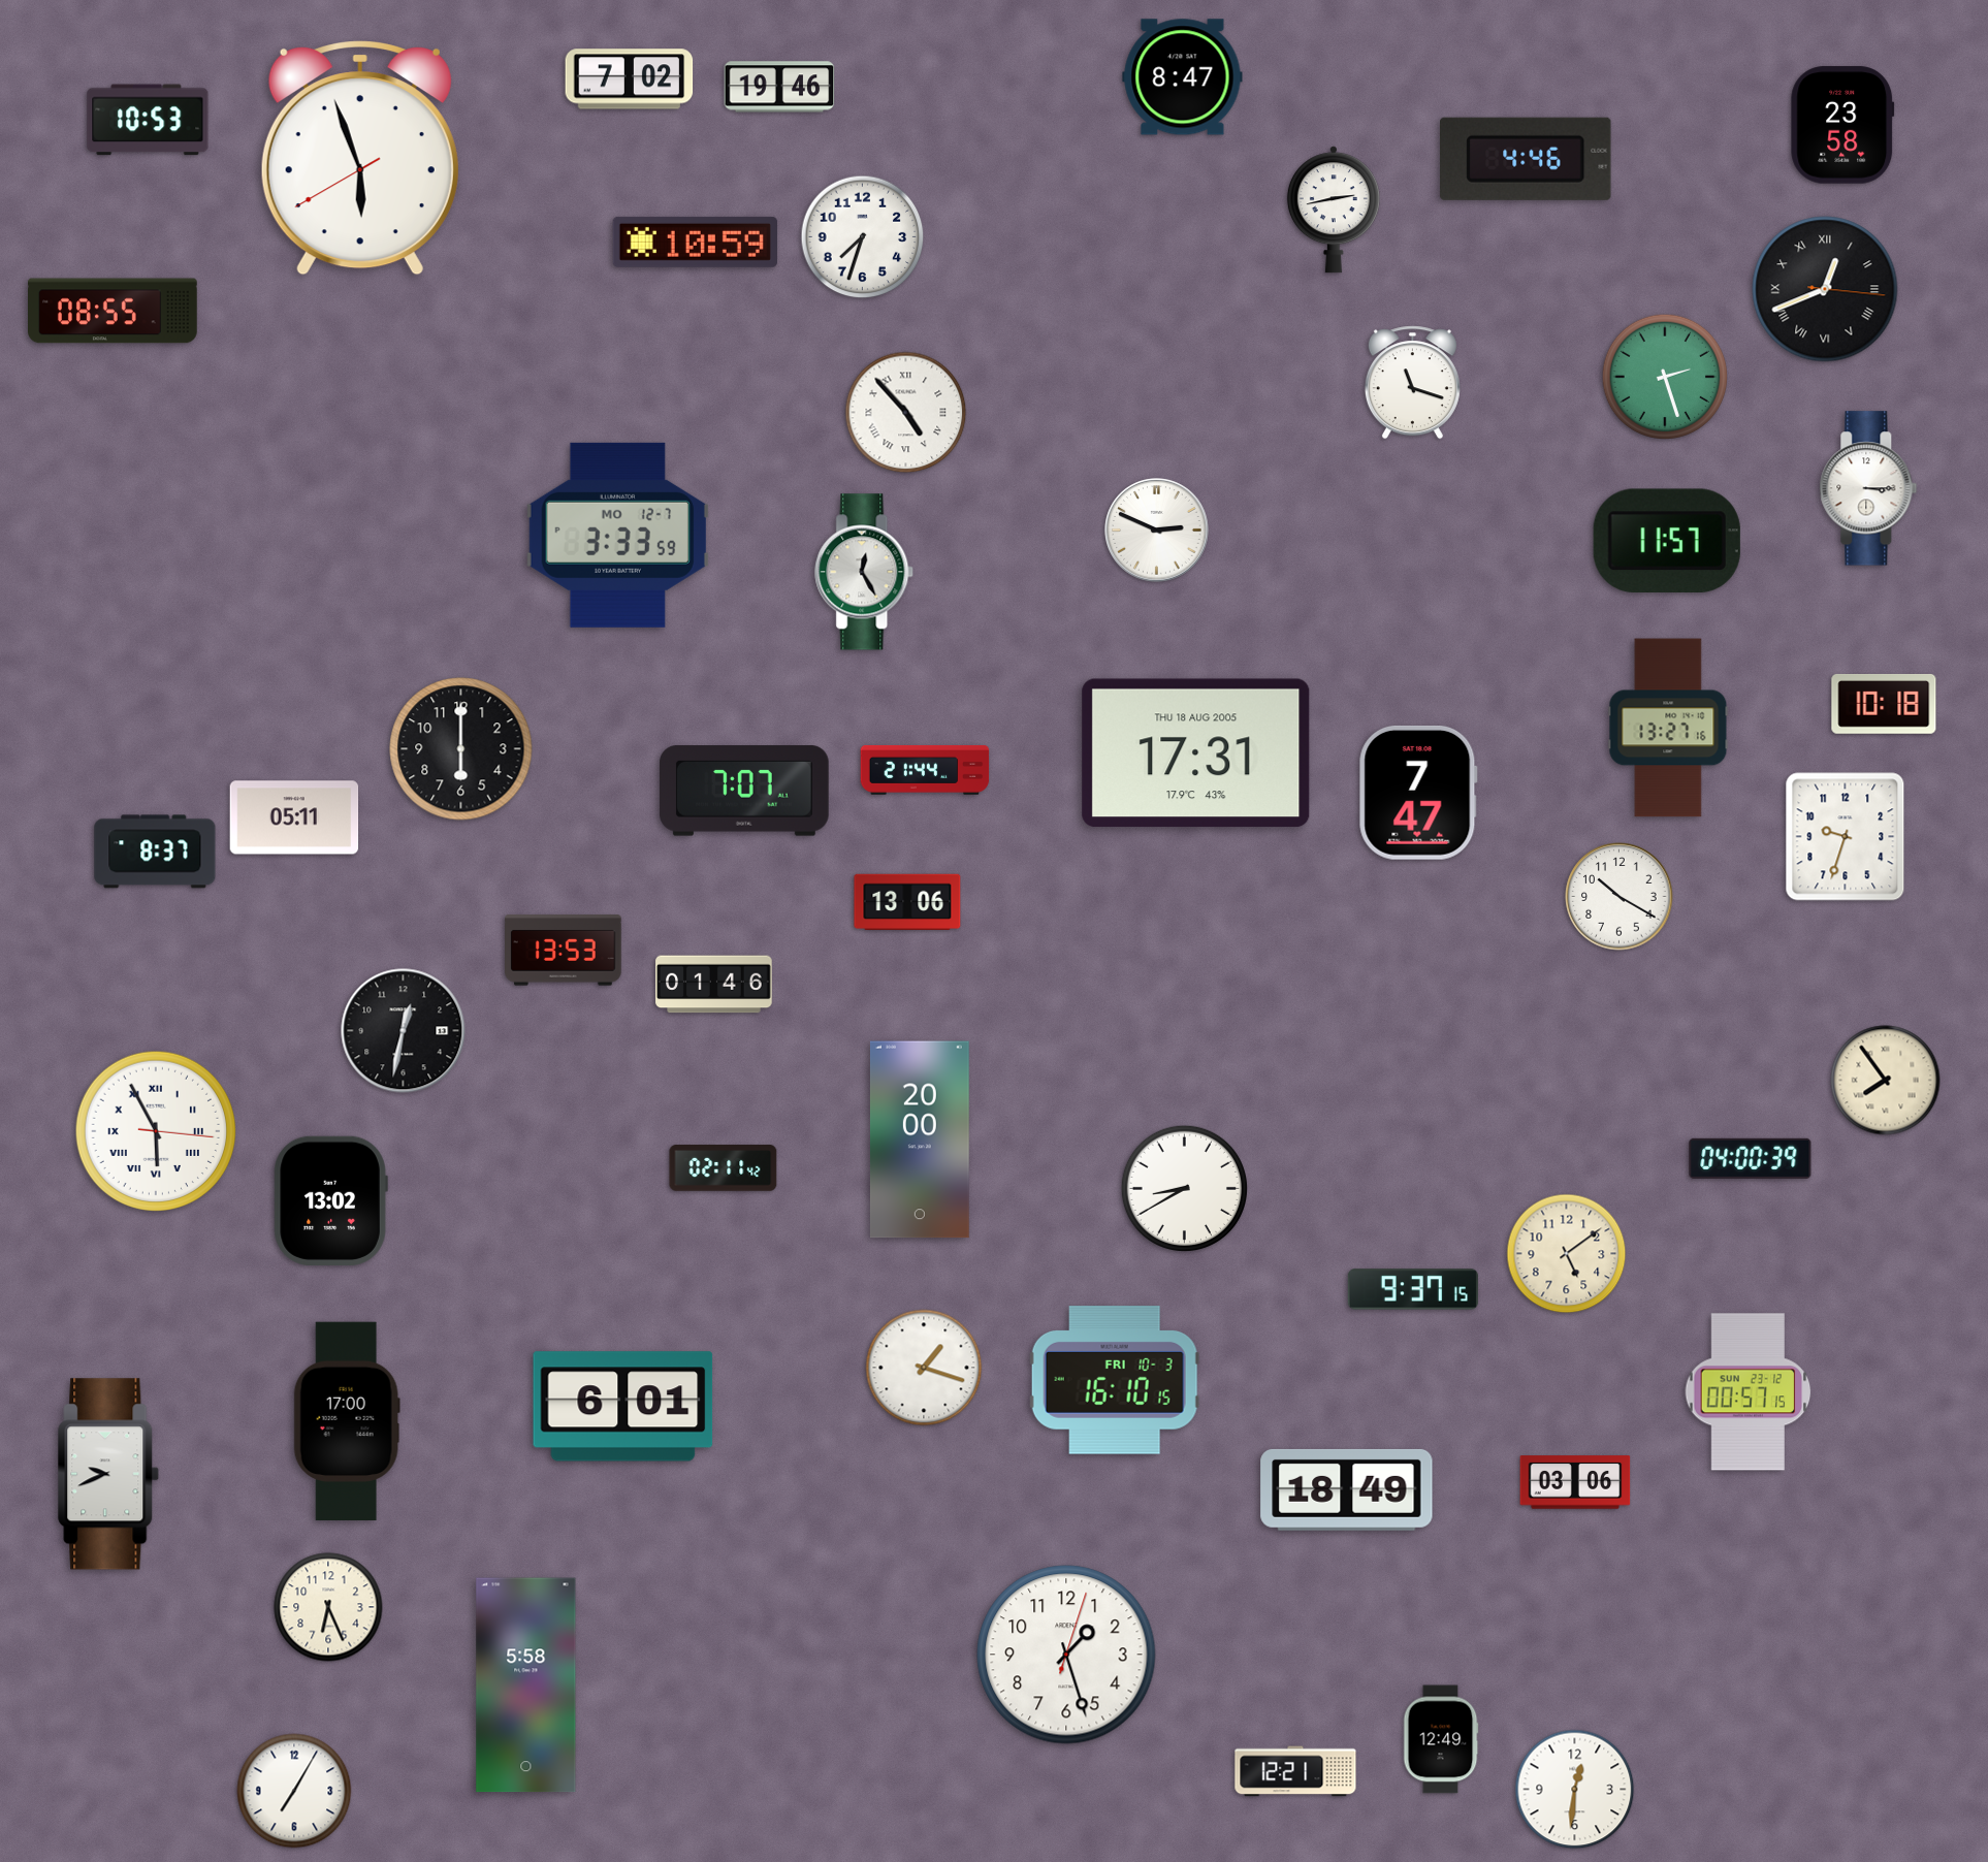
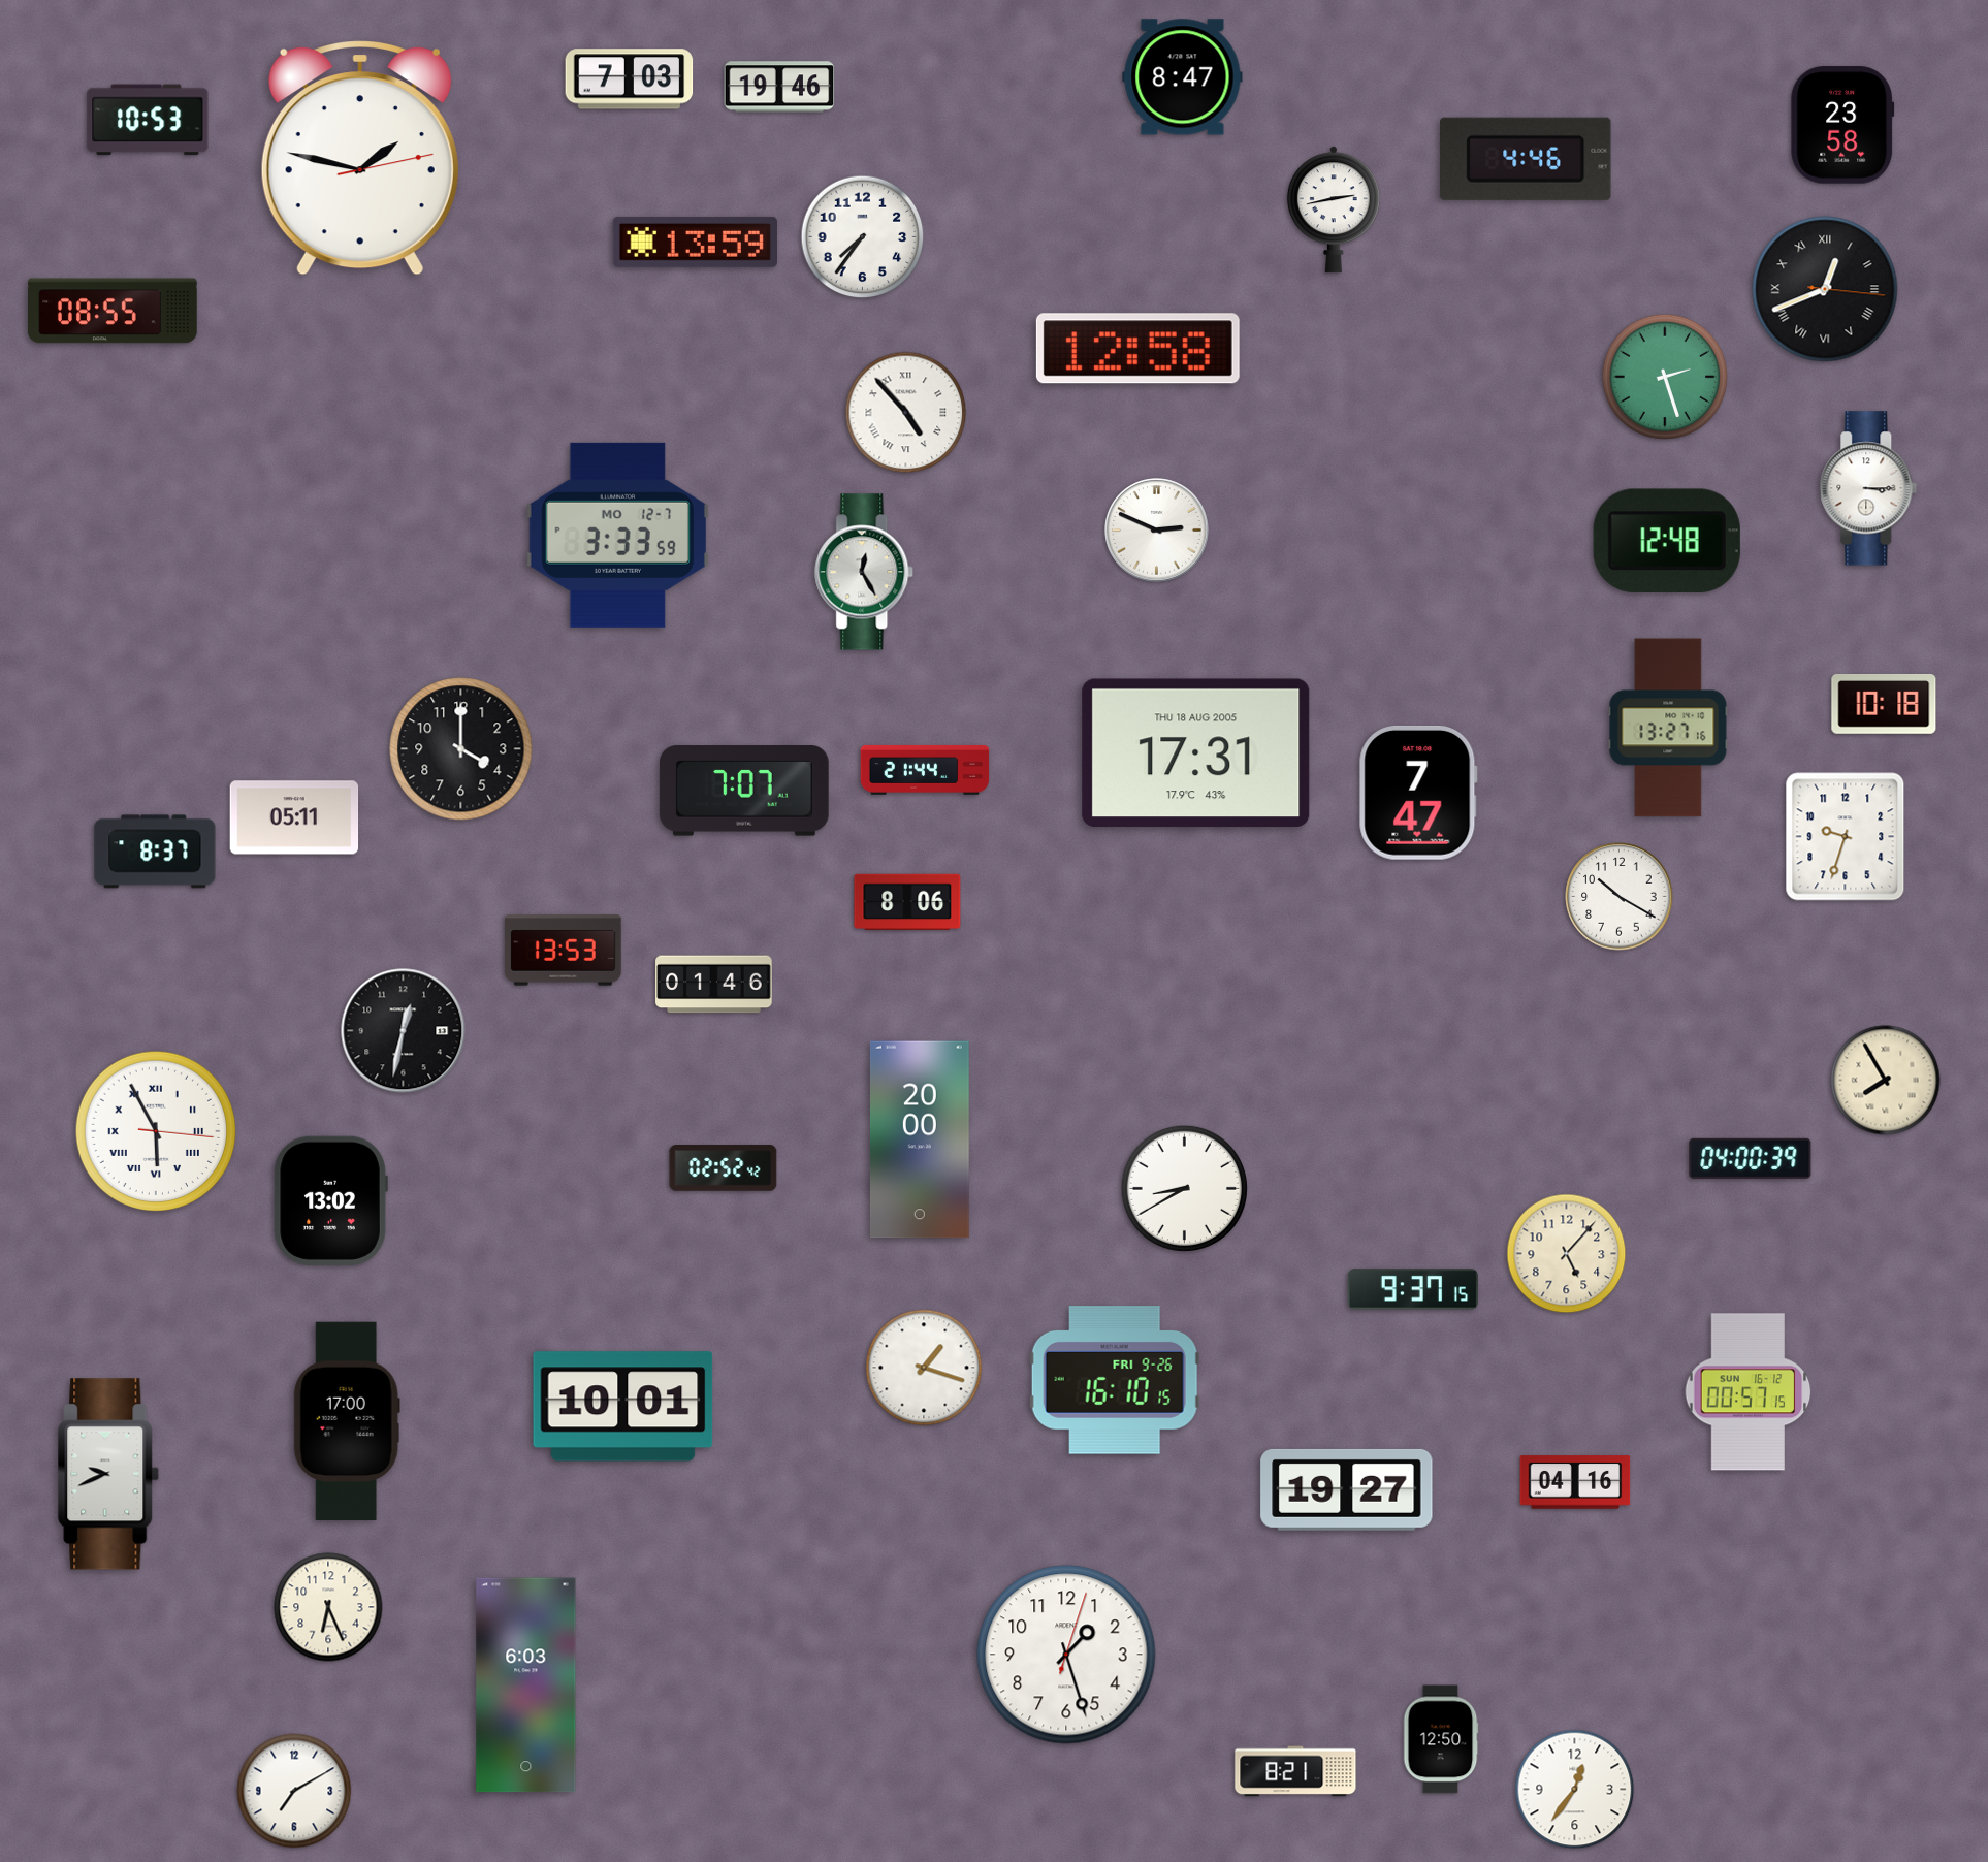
clock at (630, 79): 7:02 -> 7:03
clock at (360, 159): 5:56 -> 1:47
clock at (863, 237): 7:33 -> 7:36
clock at (695, 242): 10:59 -> 13:59
clock at (1137, 349): none -> 12:58
clock at (1412, 383): 11:18 -> none
clock at (1667, 540): 11:57 -> 12:48
clock at (461, 749): 6:00 -> 4:00
clock at (907, 901): 13:06 -> 8:06
clock at (1886, 1081): 7:54 -> 7:55
clock at (724, 1168): 02:11 -> 02:52
clock at (1567, 1254): 5:09 -> 5:07
clock at (1115, 1380) date: FRI 10-3 -> FRI 9-26
clock at (1749, 1392) date: SUN 23-12 -> SUN 16-12
clock at (623, 1407): 6:01 -> 10:01
clock at (1575, 1482): 03:06 -> 04:16
clock at (1347, 1489): 18:49 -> 19:27
clock at (526, 1686): 5:58 -> 6:03
clock at (1441, 1739): 12:49 -> 12:50
clock at (1295, 1771): 12:21 -> 8:21
clock at (1575, 1790): 12:31 -> 12:36
clock at (294, 1791): 7:05 -> 7:10
